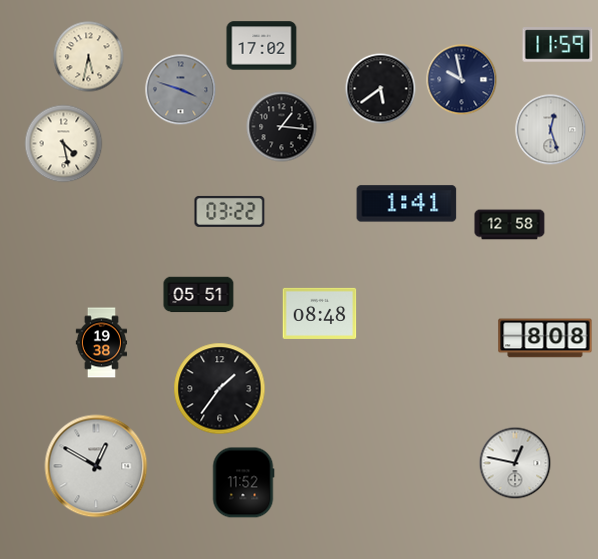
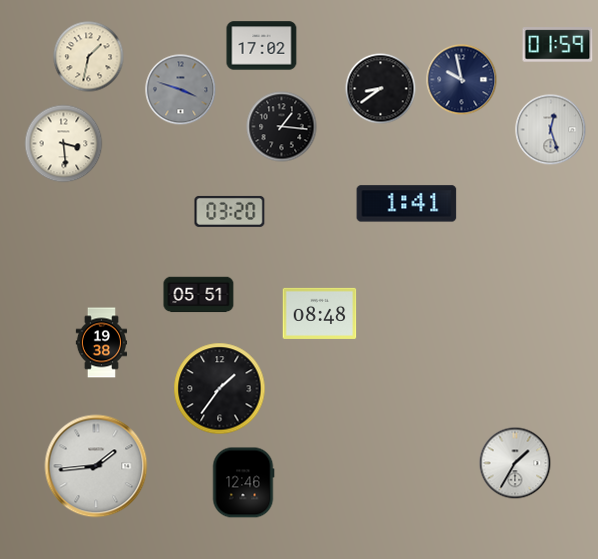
clock at (558, 45): 11:59 -> 01:59
clock at (89, 57): 5:32 -> 1:32
clock at (381, 89): 5:39 -> 8:39
clock at (64, 144): 4:28 -> 3:29
clock at (230, 211): 03:22 -> 03:20
clock at (510, 225): 12:58 -> none
clock at (545, 338): 8:08 -> none
clock at (515, 463): 12:47 -> 1:35
clock at (96, 466): 12:50 -> 1:44
clock at (243, 483): 11:52 -> 12:46
